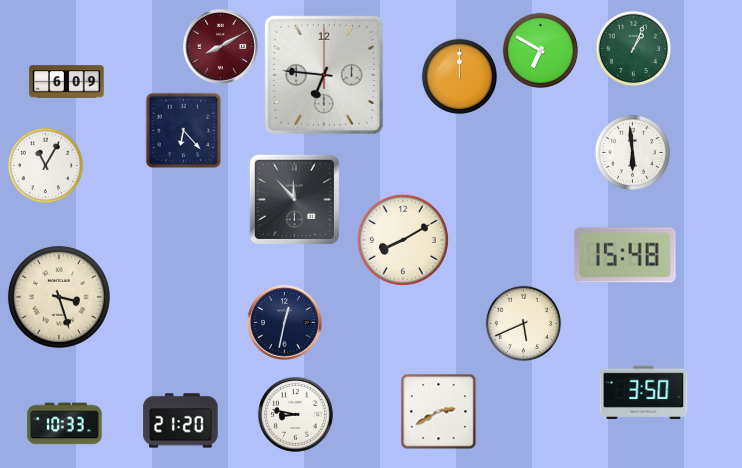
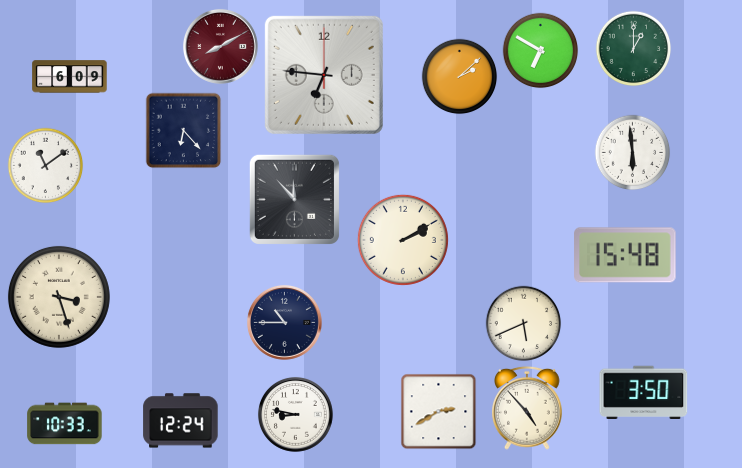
clock at (634, 49): 1:04 -> 1:00
clock at (460, 77): 12:00 -> 2:08
clock at (67, 82) position: (67, 82) -> (70, 77)
clock at (46, 166): 11:05 -> 11:09
clock at (403, 240): 8:10 -> 2:10
clock at (284, 322): 12:32 -> 10:45
clock at (528, 408): none -> 4:53
clock at (181, 421): 21:20 -> 12:24
